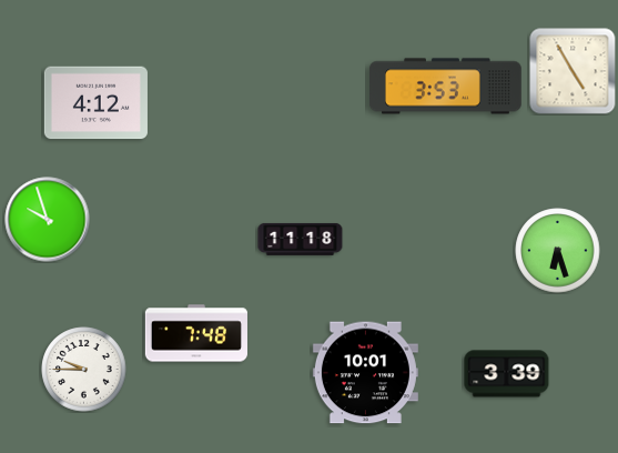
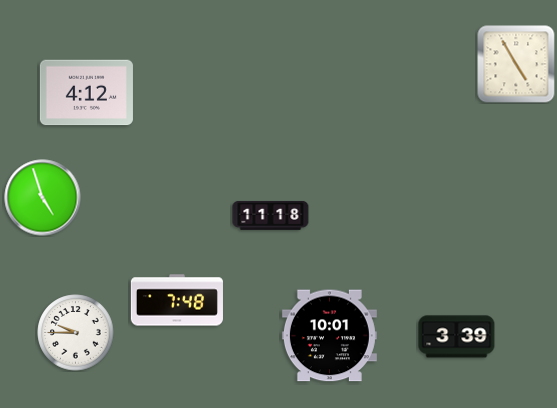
clock at (446, 87): 3:53 -> none
clock at (48, 220): 9:57 -> 4:57
clock at (558, 251): 6:27 -> none
